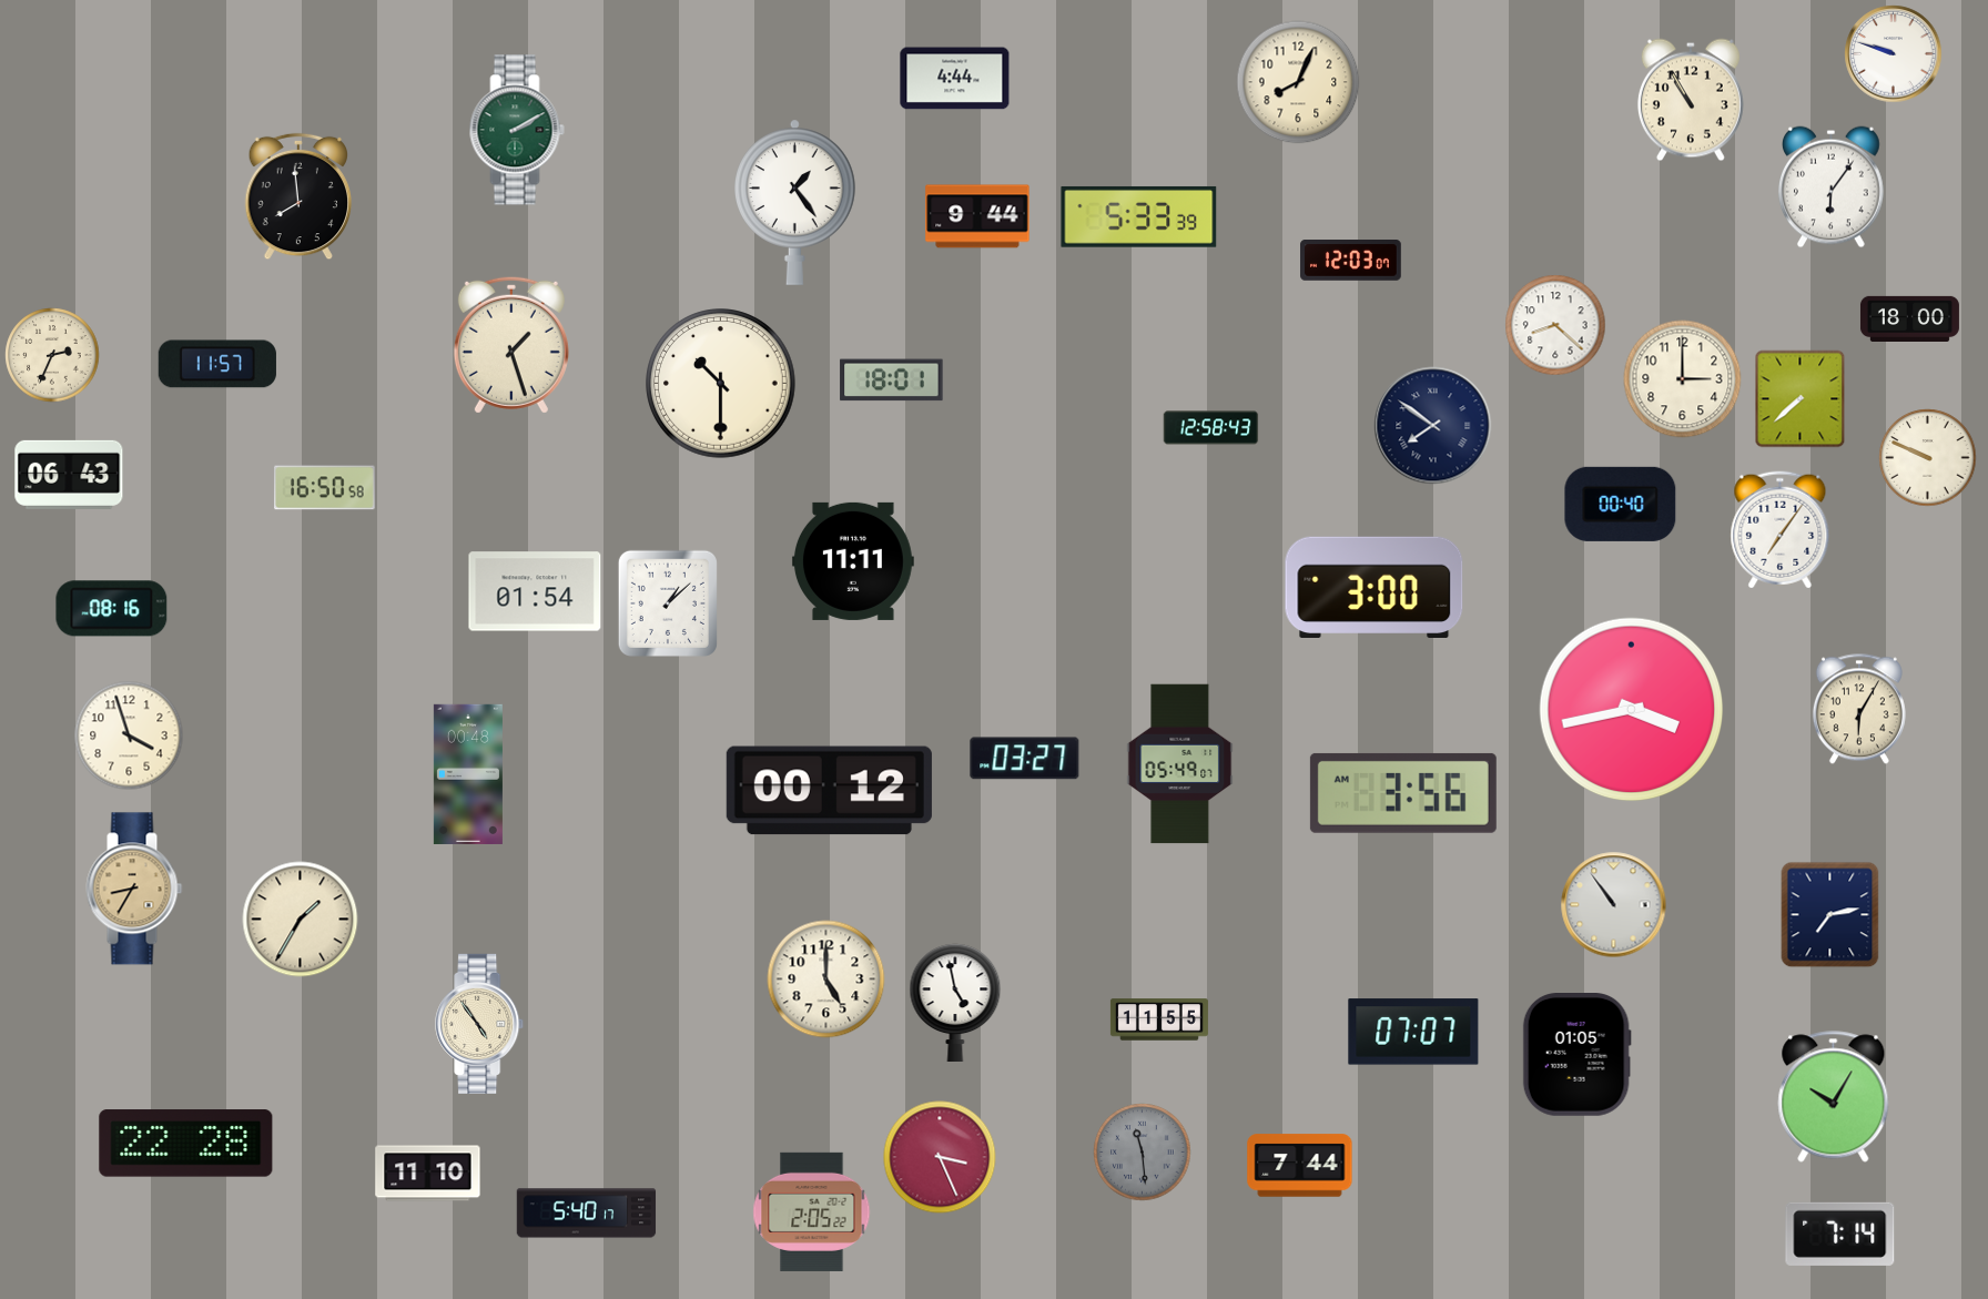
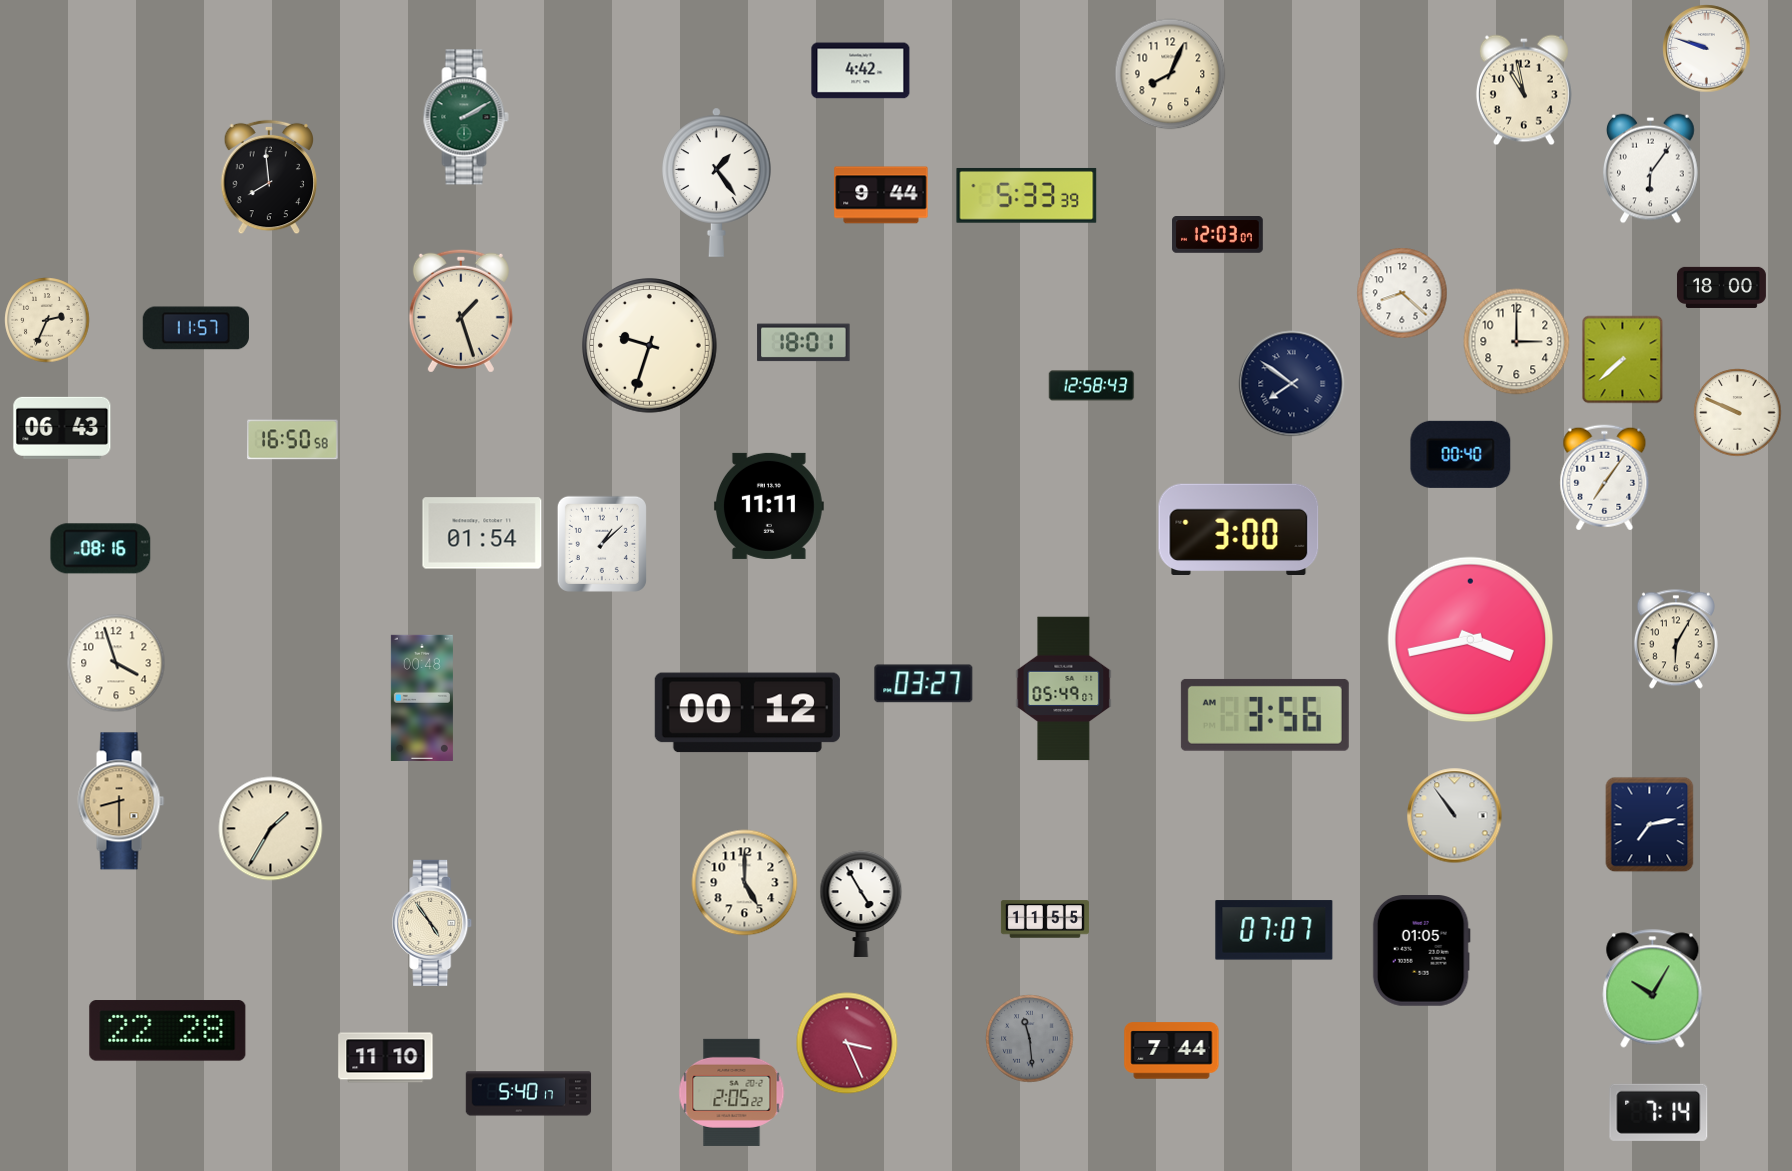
clock at (955, 79): 4:44 -> 4:42
clock at (1691, 100): 10:55 -> 10:58
clock at (721, 384): 10:30 -> 9:33
clock at (134, 889): 8:35 -> 8:30
clock at (955, 1003): 4:58 -> 4:55
